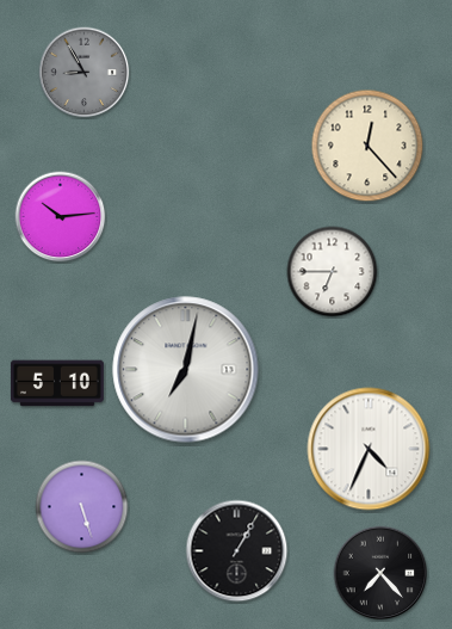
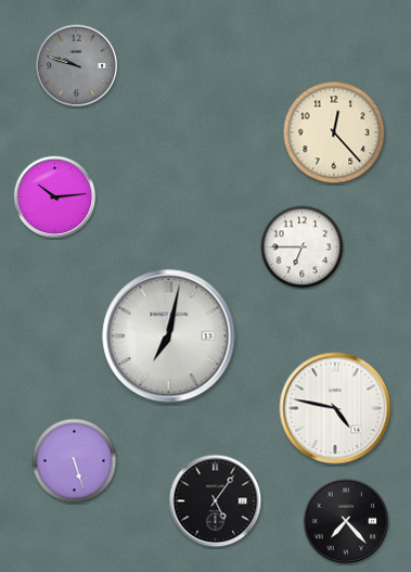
clock at (85, 73): 8:55 -> 9:48
clock at (57, 383): 5:10 -> none
clock at (369, 449): 4:34 -> 4:47
clock at (237, 551): 1:05 -> 5:06
